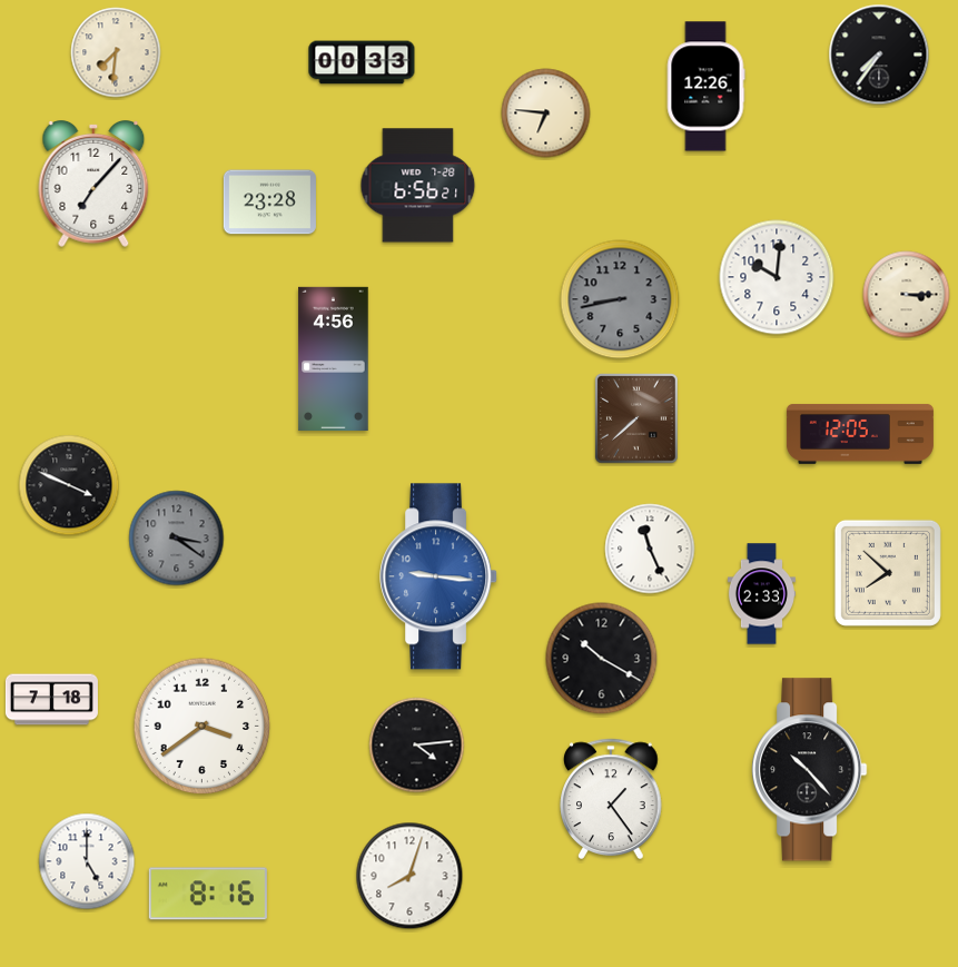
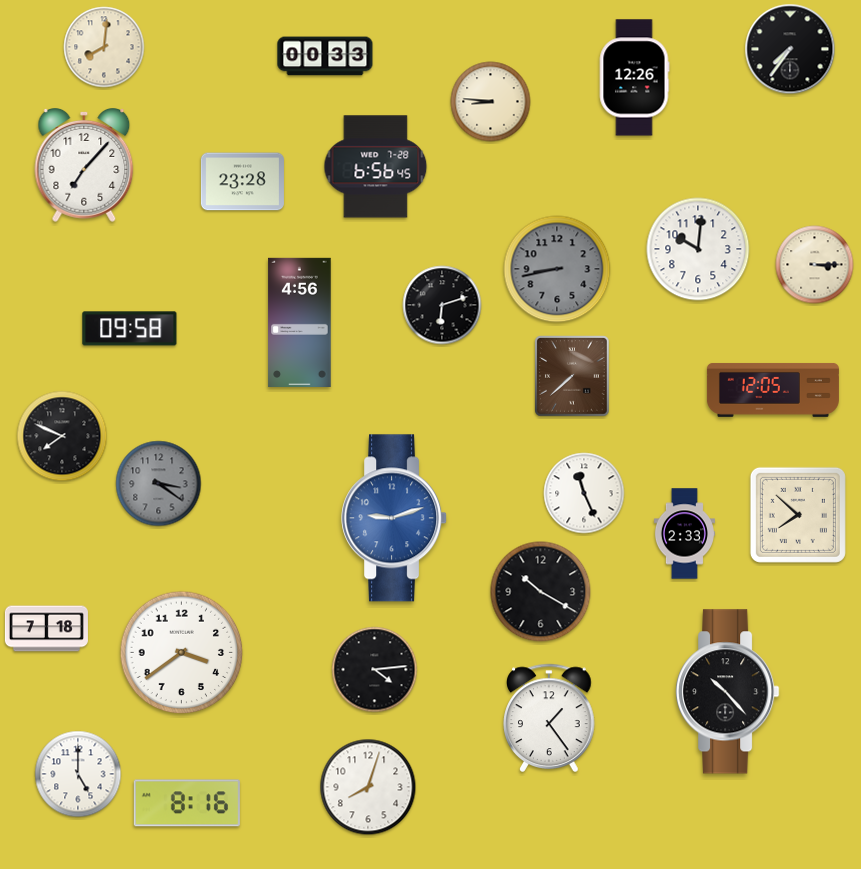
clock at (116, 52): 7:31 -> 8:01
clock at (546, 114): 6:46 -> 8:46
clock at (418, 186): 6:56:21 -> 6:56:45
clock at (442, 305): none -> 6:12
clock at (130, 329): none -> 09:58
clock at (69, 485): 3:49 -> 7:49
clock at (440, 576): 9:16 -> 9:12
